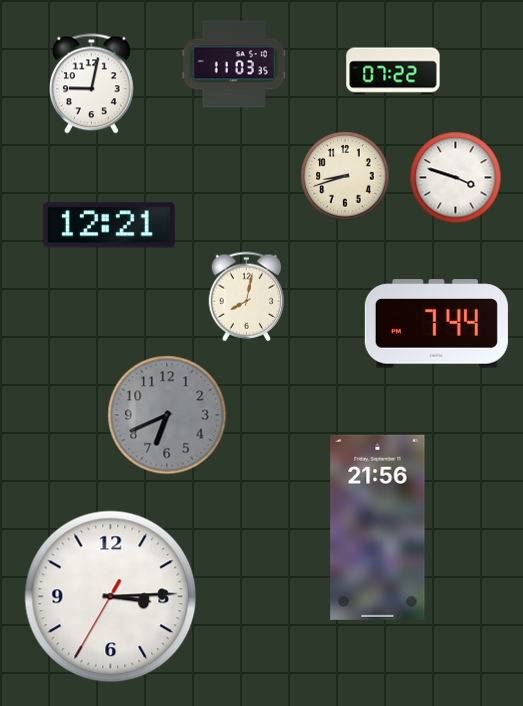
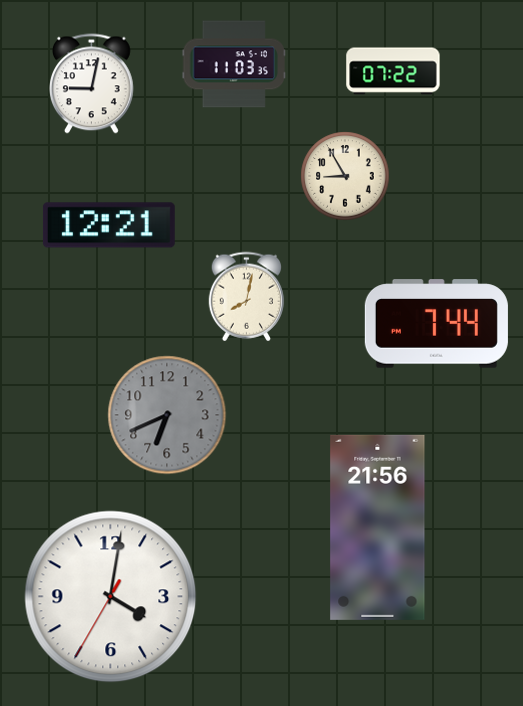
clock at (345, 176): 8:42 -> 8:55
clock at (456, 178): 3:48 -> none
clock at (111, 597): 3:14 -> 4:01
